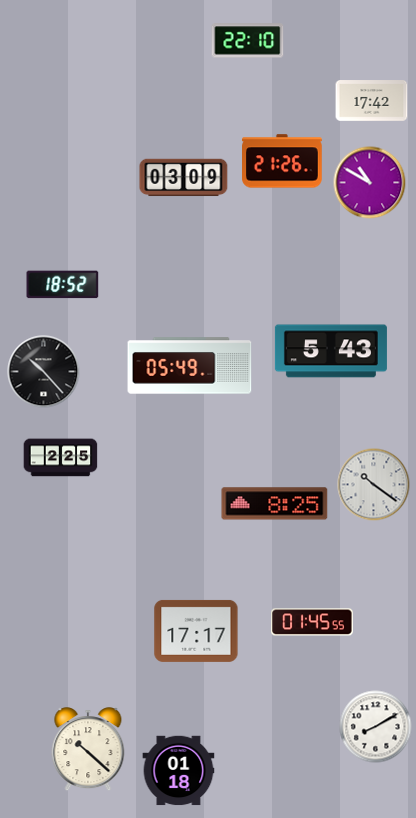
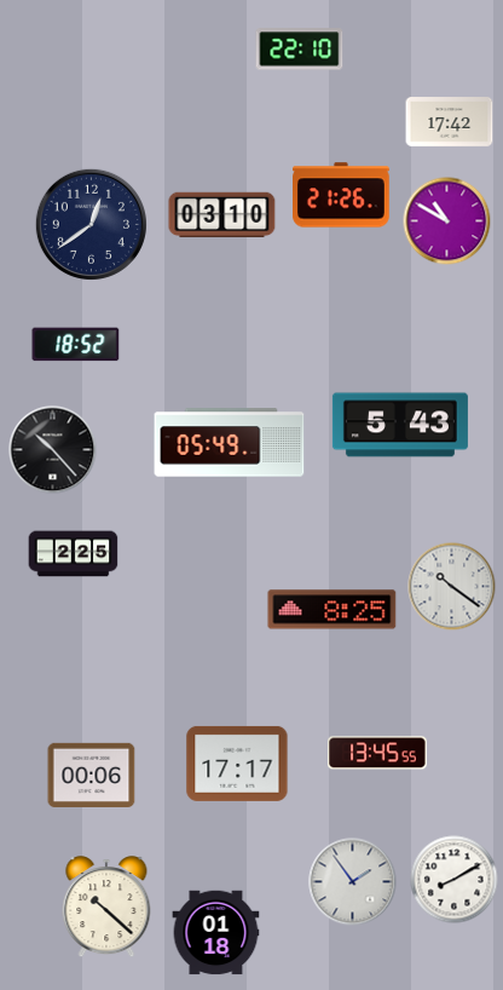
clock at (184, 178): 03:09 -> 03:10
clock at (91, 224): none -> 12:39
clock at (312, 622): 01:45 -> 13:45
clock at (92, 775): none -> 00:06
clock at (353, 882): none -> 1:54
